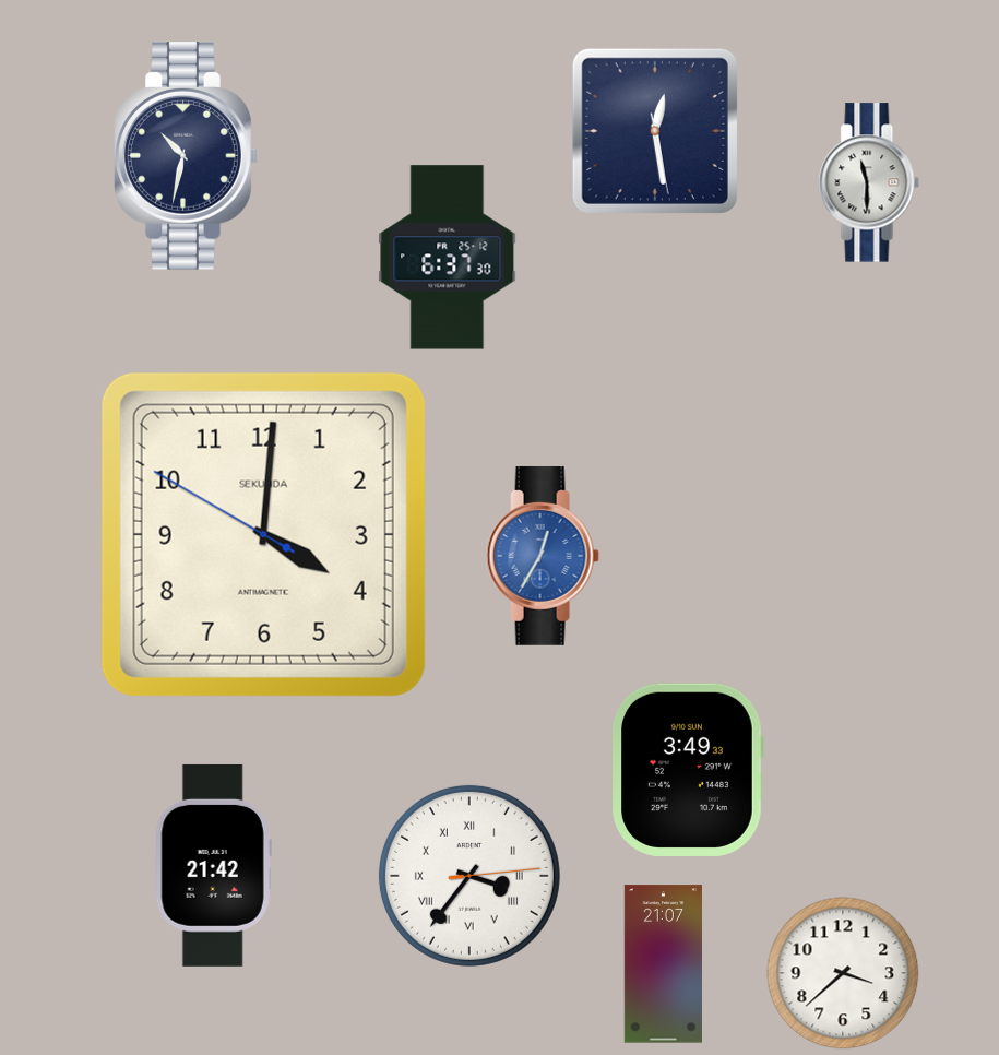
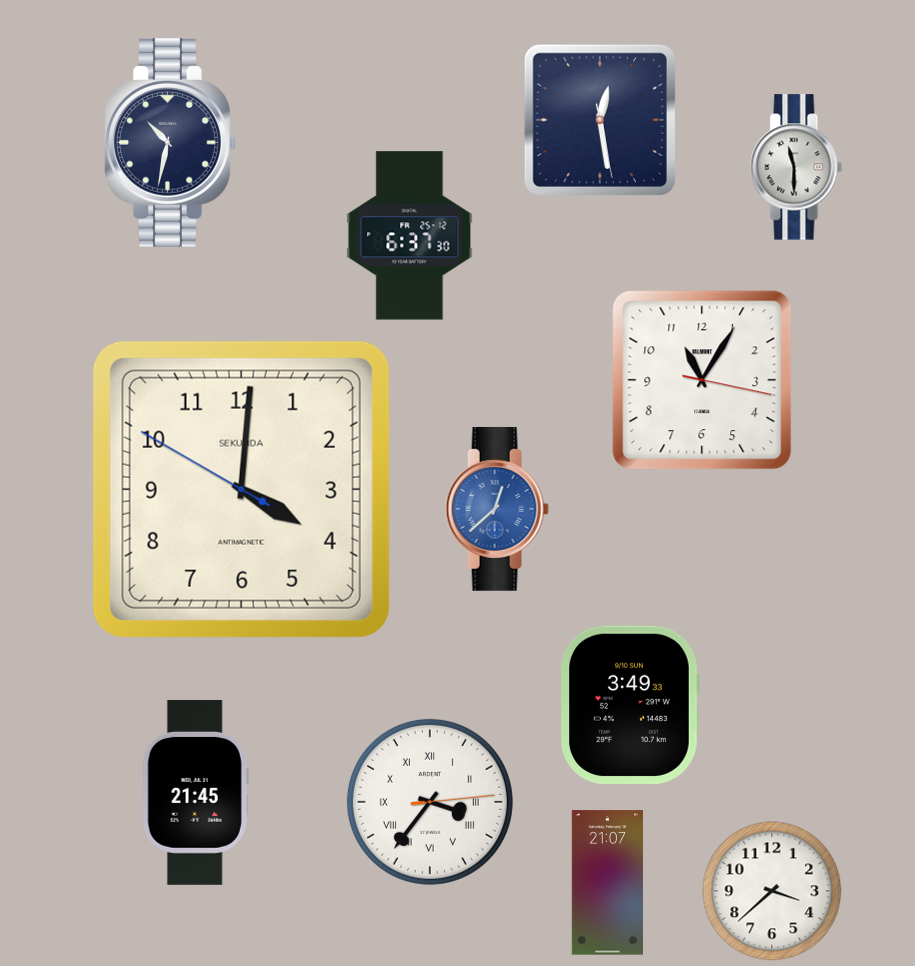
clock at (702, 380): none -> 11:05
clock at (543, 556): 12:35 -> 12:38
clock at (213, 865): 21:42 -> 21:45
